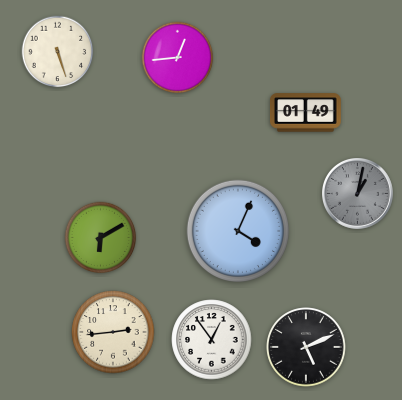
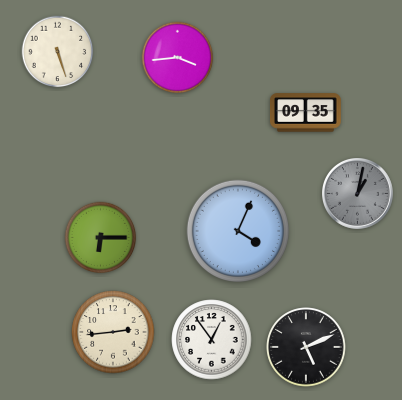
clock at (178, 58): 12:44 -> 3:44
clock at (306, 113): 01:49 -> 09:35
clock at (101, 238): 6:10 -> 6:15
